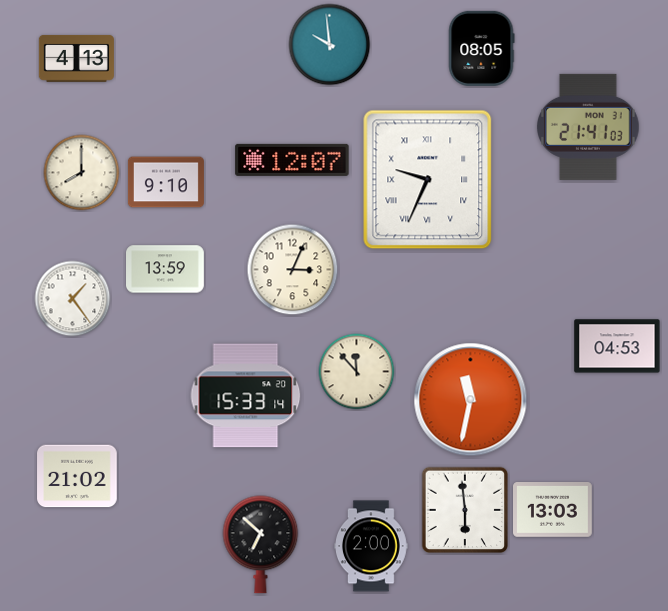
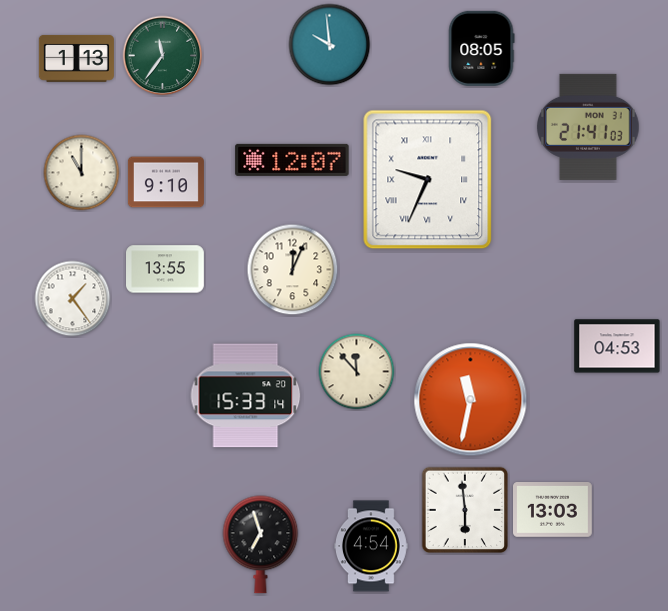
clock at (163, 56): none -> 11:36
clock at (76, 58): 4:13 -> 1:13
clock at (82, 173): 8:00 -> 11:00
clock at (166, 269): 13:59 -> 13:55
clock at (293, 270): 3:04 -> 12:04
clock at (77, 476): 21:02 -> none
clock at (261, 545): 6:52 -> 6:57
clock at (372, 546): 2:00 -> 4:54
